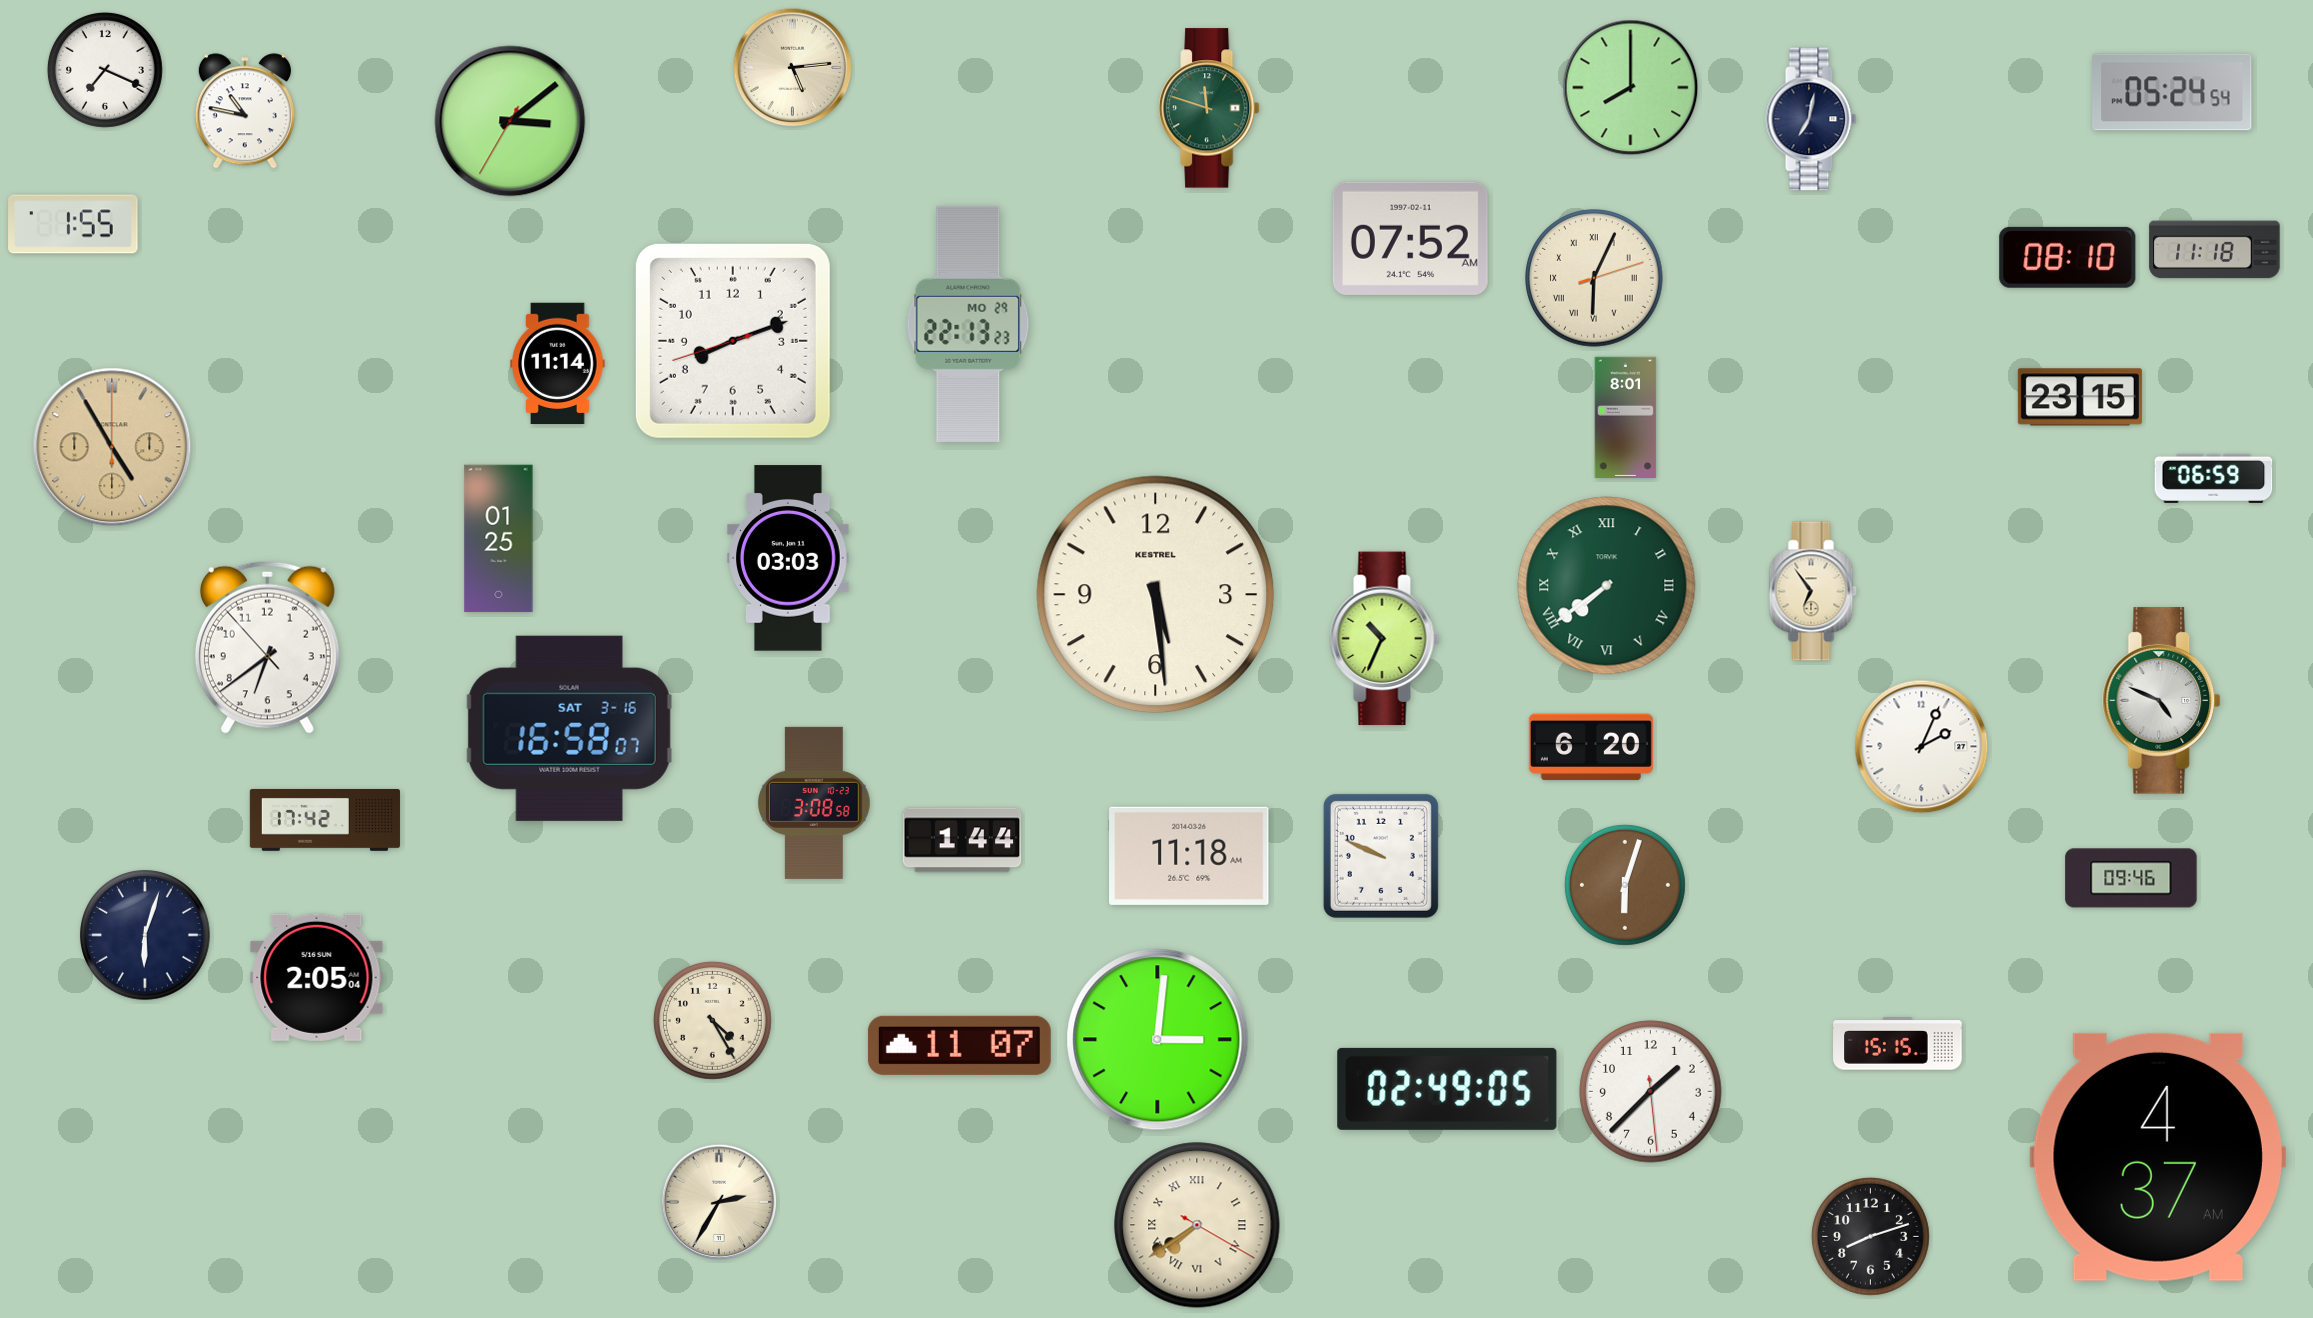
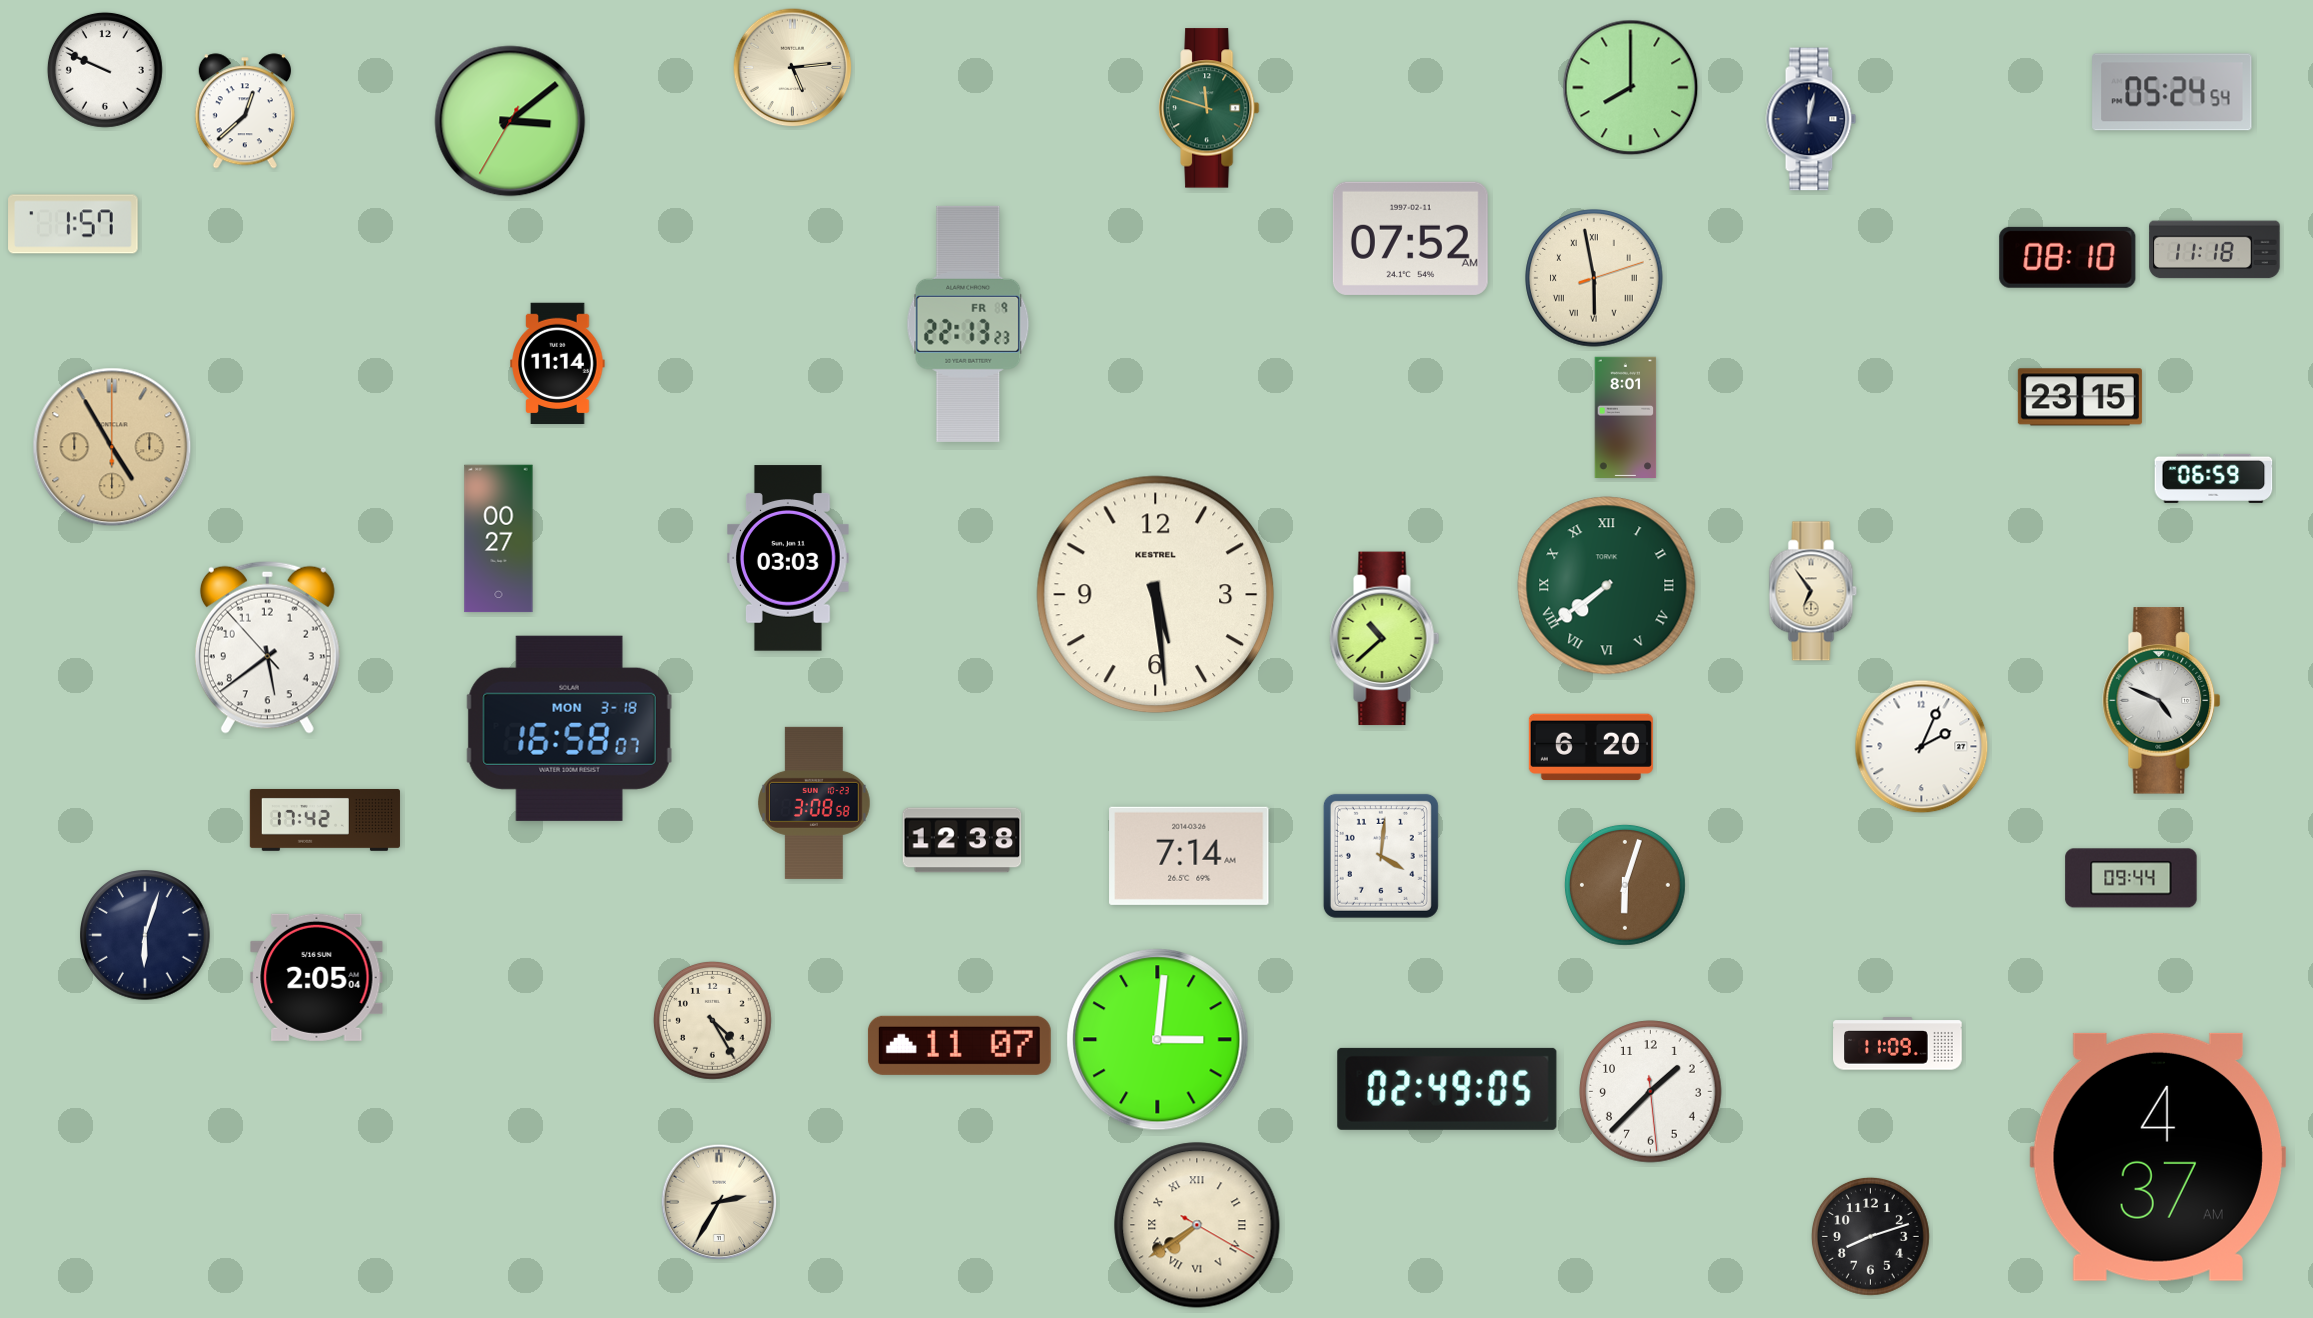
clock at (105, 70): 7:19 -> 9:49
clock at (245, 111): 10:47 -> 12:38
clock at (1811, 119): 7:02 -> 12:02
clock at (73, 224): 1:55 -> 1:57
clock at (1594, 278): 6:04 -> 5:58
clock at (968, 324) date: MO 29 -> FR 9
clock at (733, 341): 8:11 -> none
clock at (499, 539): 01:25 -> 00:27
clock at (1385, 639): 10:34 -> 10:38
clock at (267, 647): 6:38 -> 5:38
clock at (570, 728) date: SAT 3-16 -> MON 3-18
clock at (962, 840): 1:44 -> 12:38
clock at (1189, 856): 11:18 -> 7:14
clock at (1381, 856): 9:49 -> 4:01
clock at (2131, 878): 09:46 -> 09:44
clock at (1898, 1044): 15:15 -> 11:09
